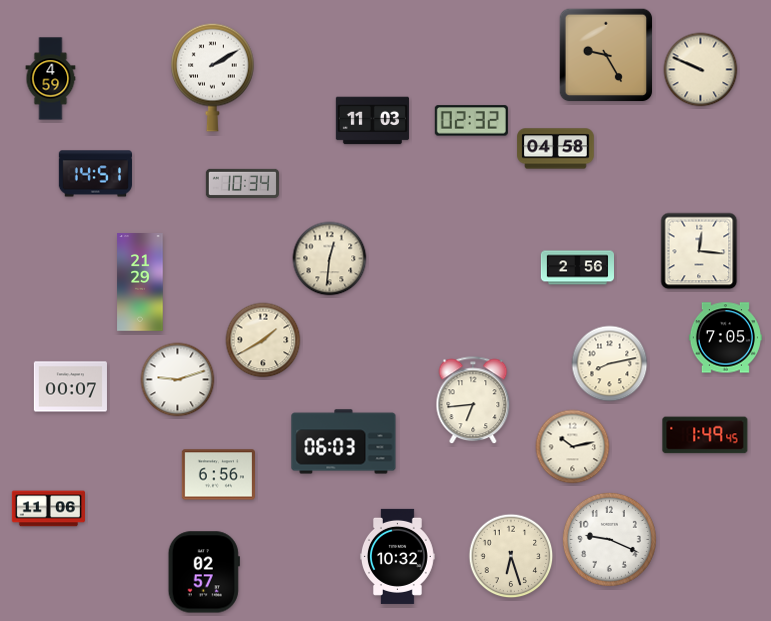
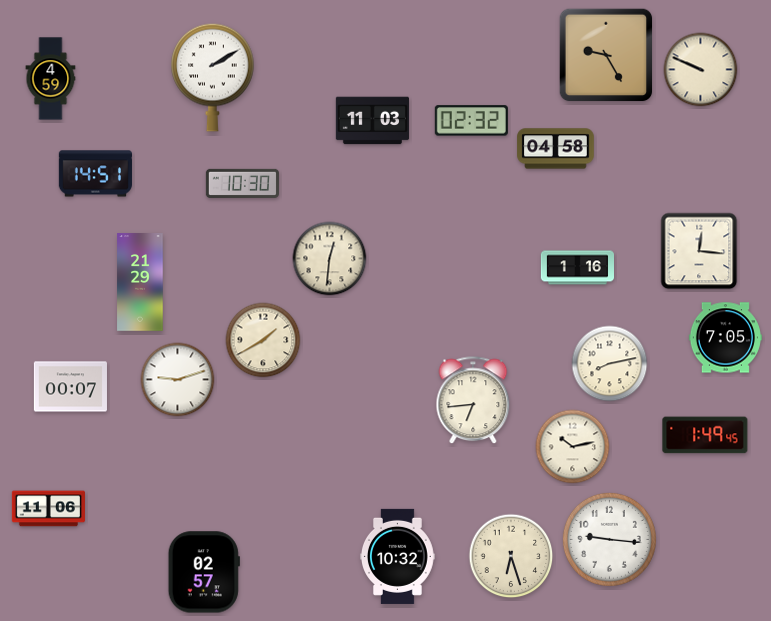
clock at (242, 183): 10:34 -> 10:30
clock at (577, 268): 2:56 -> 1:16
clock at (344, 442): 06:03 -> none
clock at (218, 475): 6:56 -> none
clock at (609, 539): 9:19 -> 9:16
